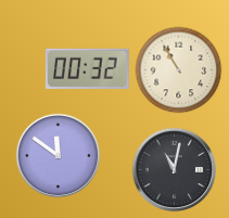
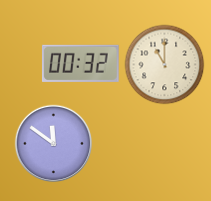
clock at (178, 69): 10:55 -> 11:00
clock at (174, 169): 11:02 -> none
